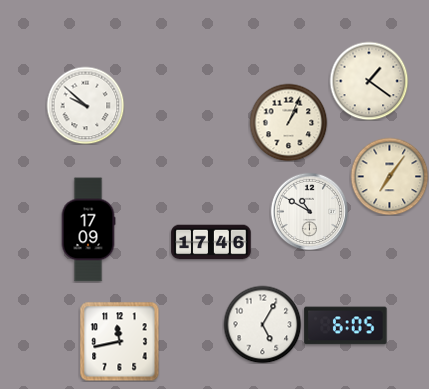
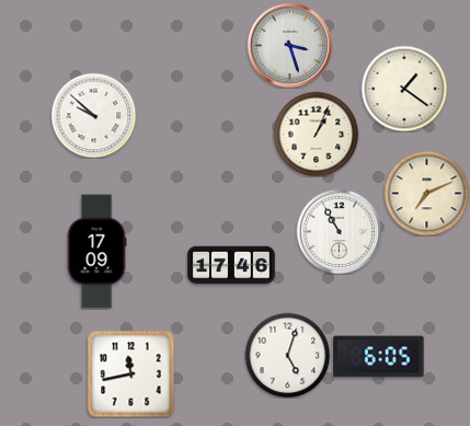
clock at (289, 45): none -> 3:27
clock at (389, 176): 7:06 -> 7:11
clock at (309, 211): 10:50 -> 10:55
clock at (262, 324): 5:05 -> 5:03
